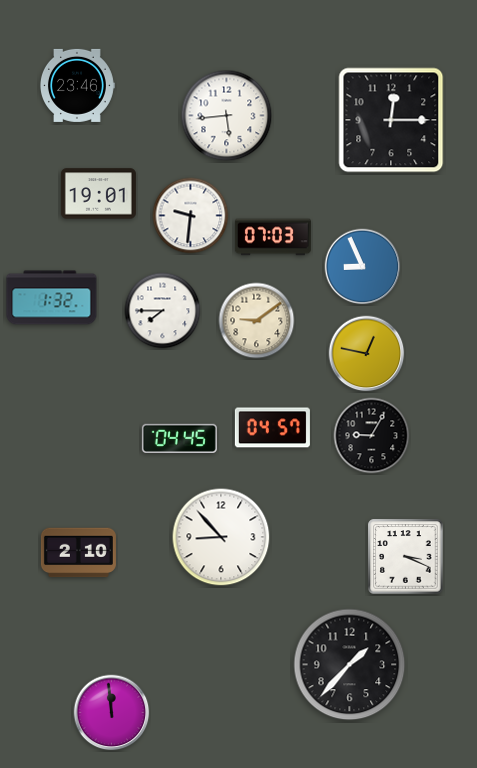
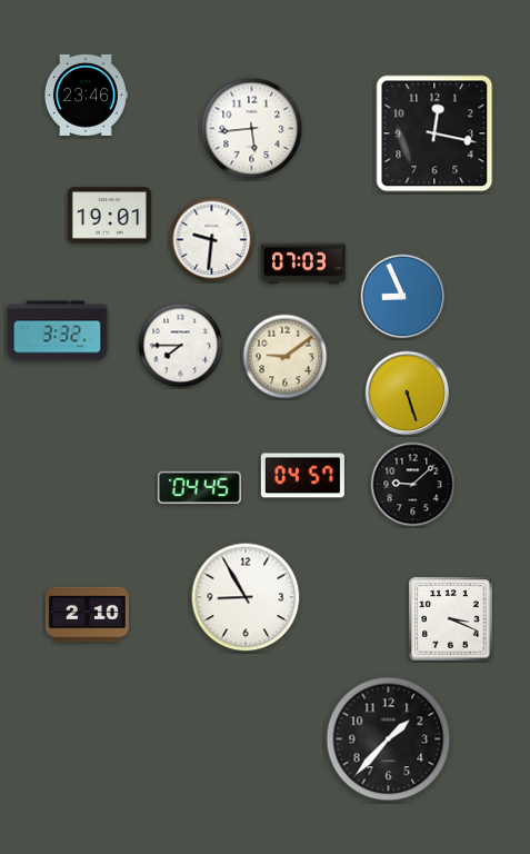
clock at (391, 120): 12:15 -> 12:17
clock at (52, 298): 1:32 -> 3:32
clock at (367, 354): 12:47 -> 5:27
clock at (372, 436): 9:05 -> 9:08
clock at (221, 537): 8:53 -> 8:55
clock at (112, 713): 11:59 -> none
